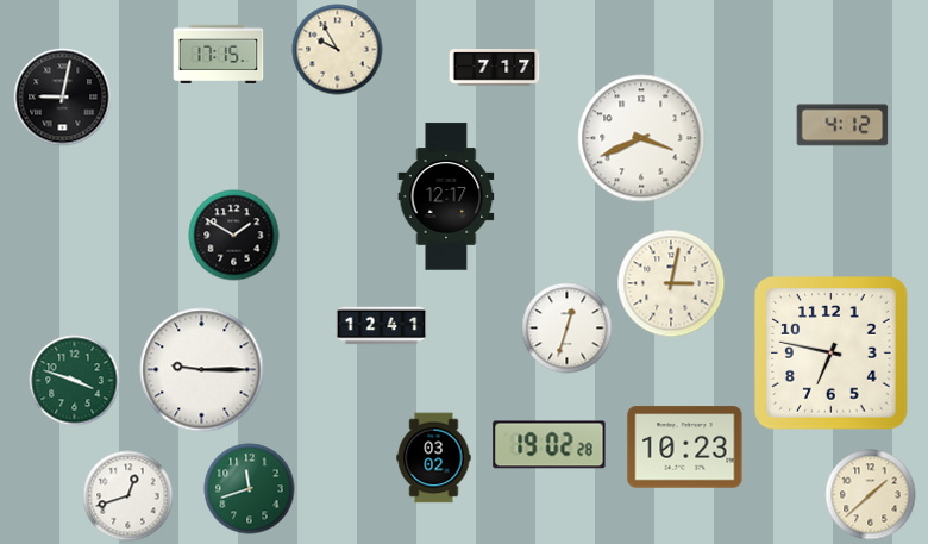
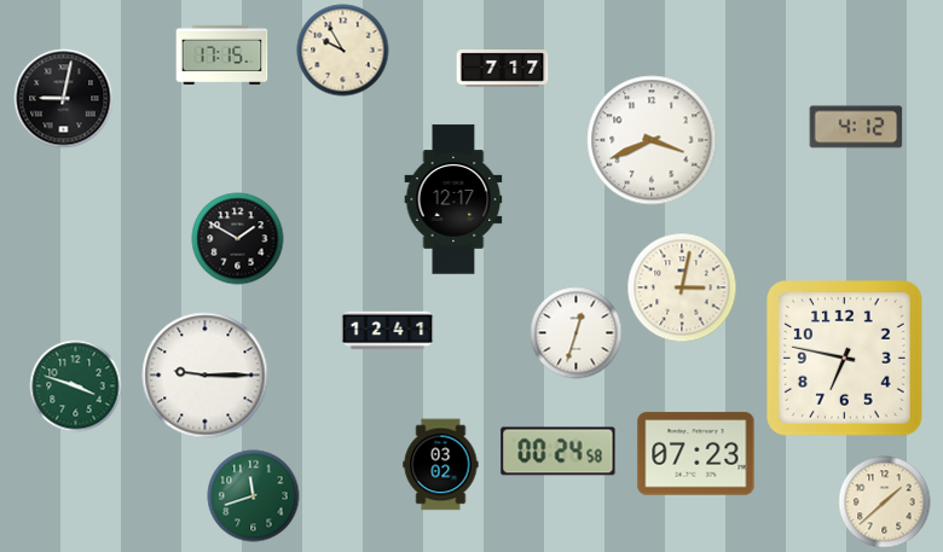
clock at (550, 445): 19:02 -> 00:24
clock at (685, 448): 10:23 -> 07:23
clock at (128, 496): 12:42 -> none
